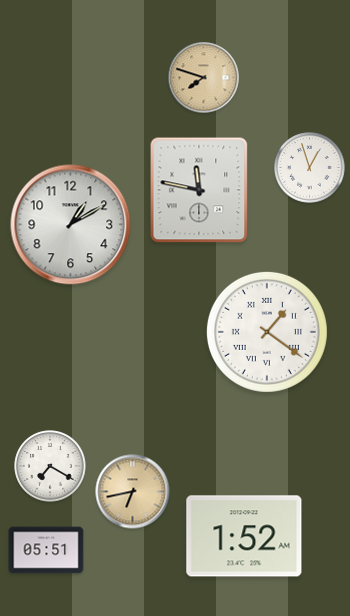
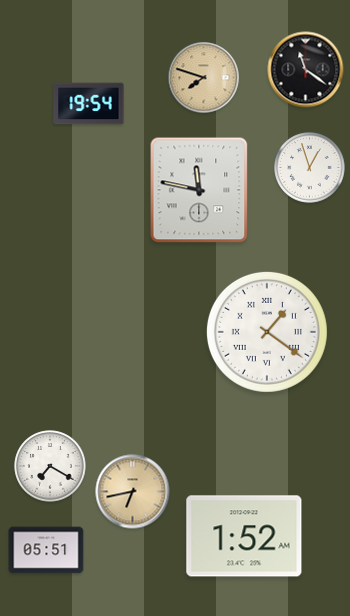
clock at (306, 70): none -> 11:21
clock at (89, 104): none -> 19:54
clock at (71, 225): 1:10 -> none
